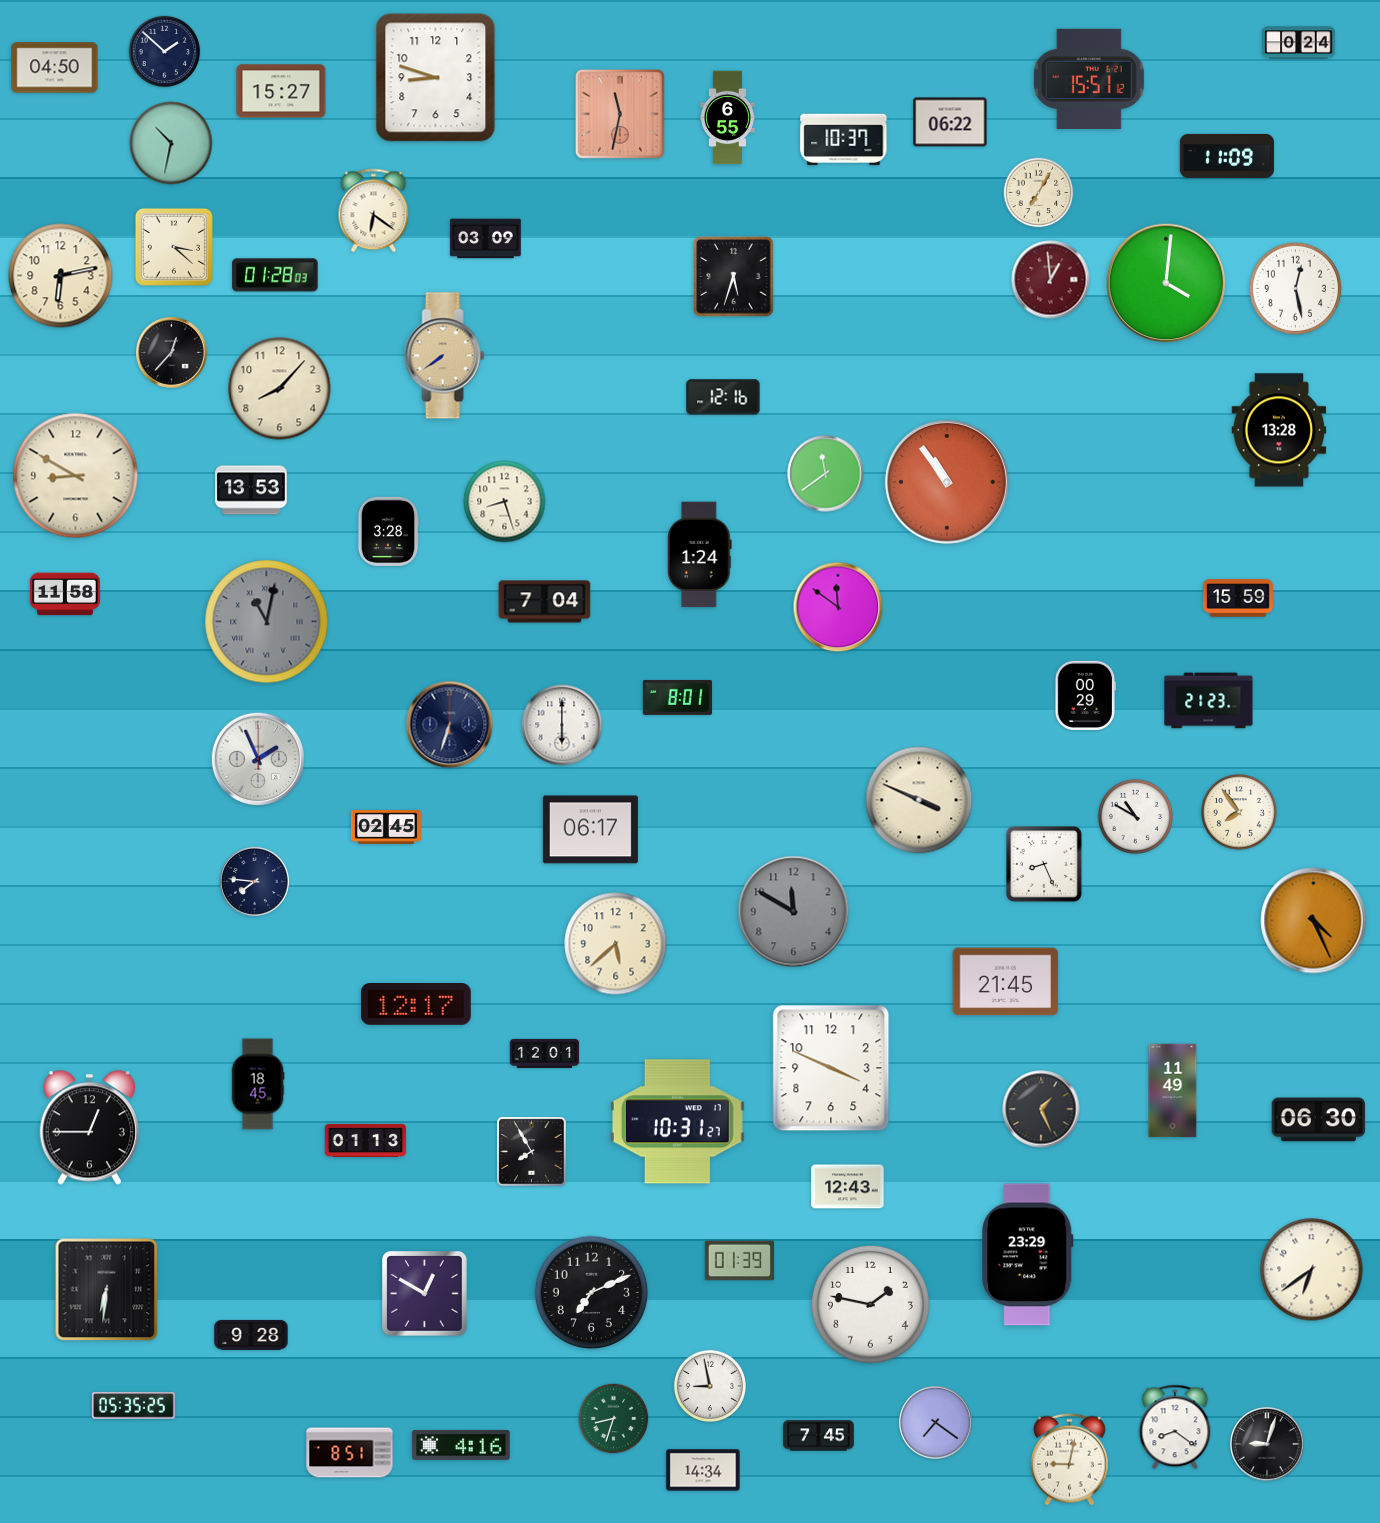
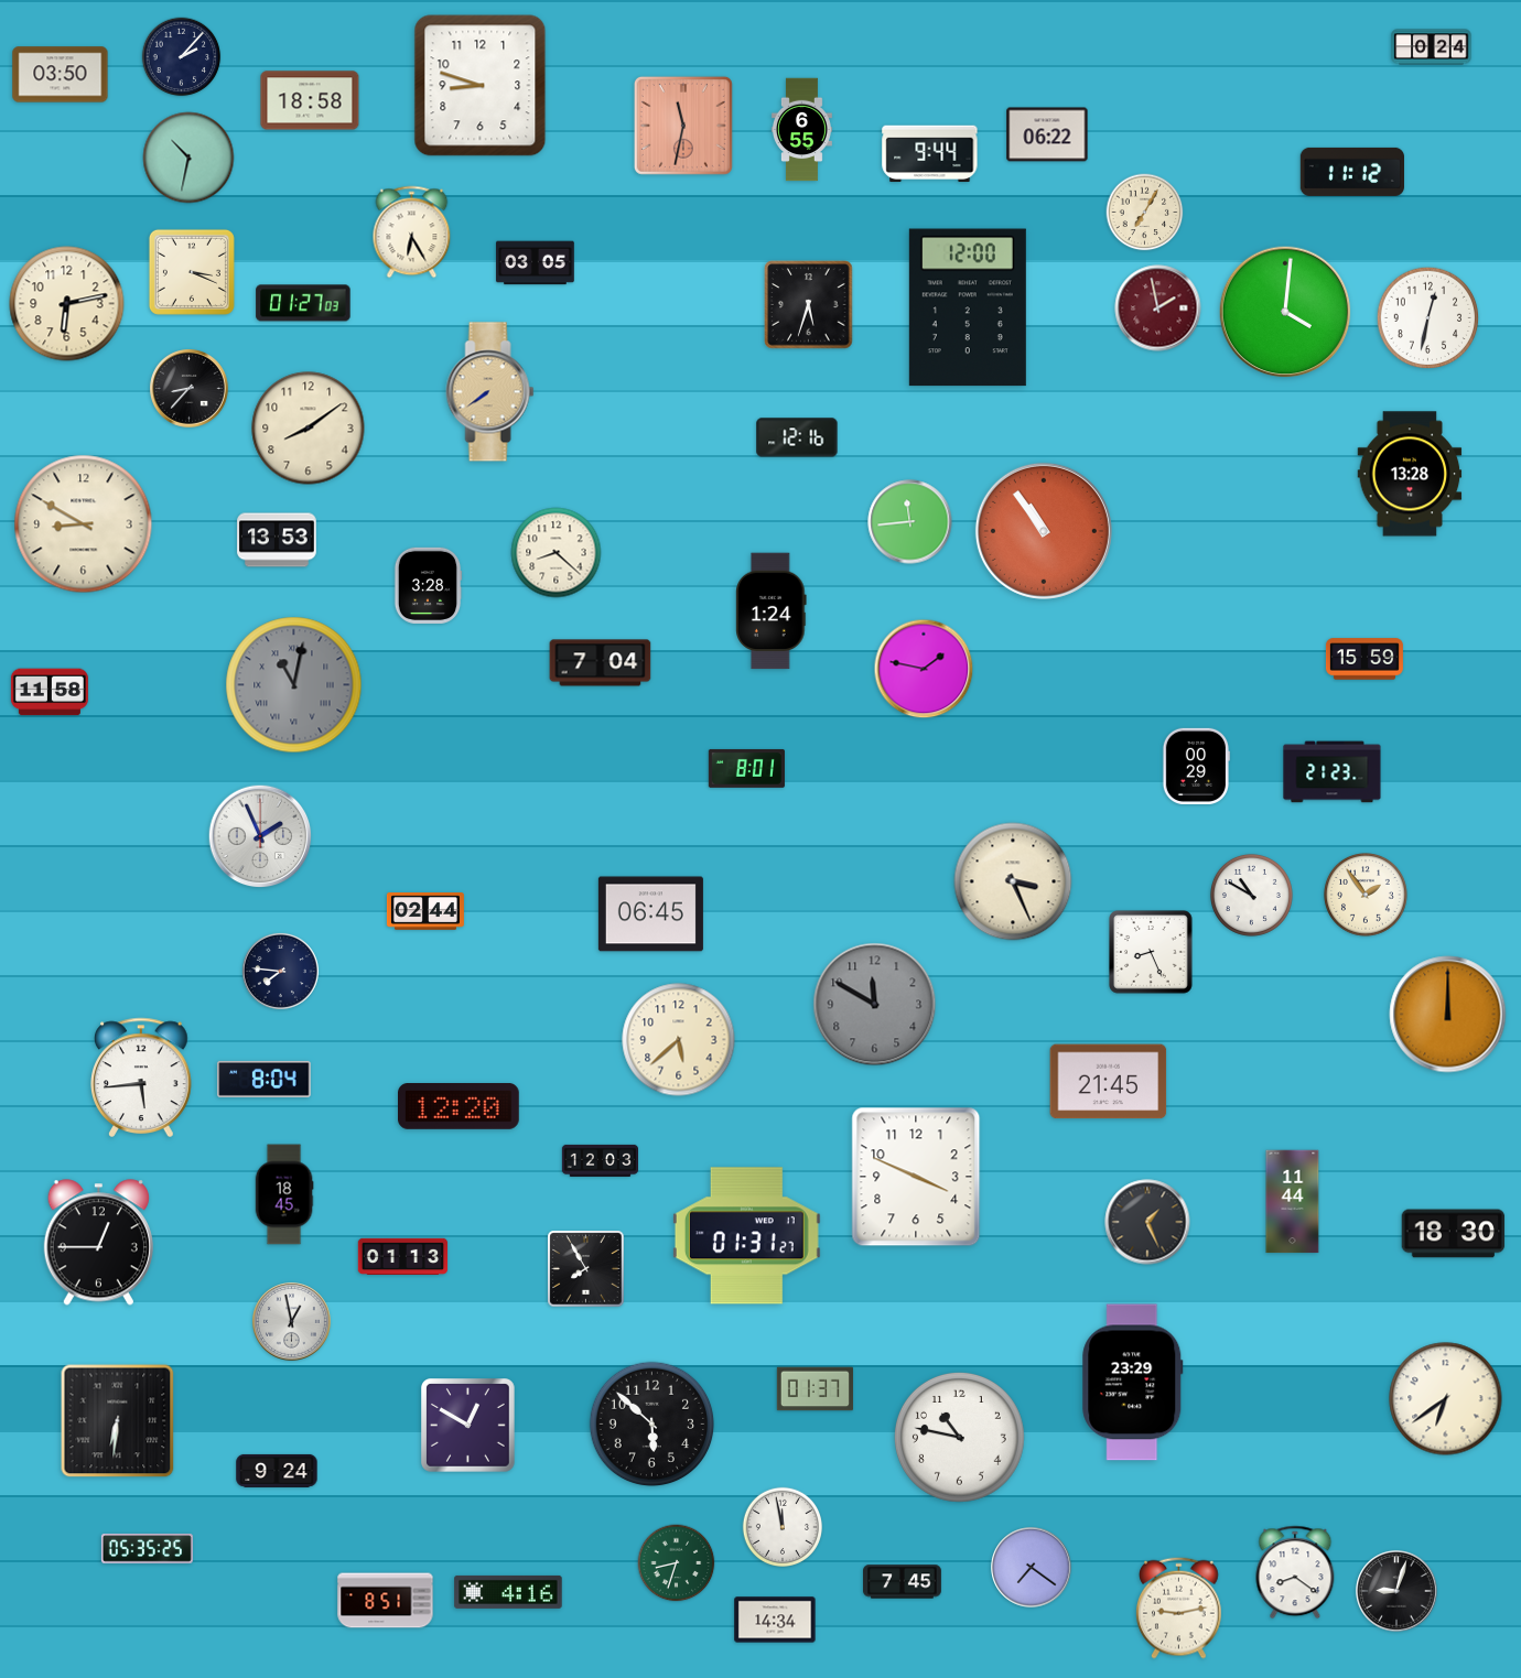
clock at (165, 52): 1:52 -> 2:07
clock at (55, 68): 04:50 -> 03:50
clock at (1089, 79): 15:51 -> none
clock at (281, 91): 15:27 -> 18:58
clock at (844, 140): 10:37 -> 9:44
clock at (1226, 156): 11:09 -> 11:12
clock at (374, 211): 6:21 -> 6:25
clock at (485, 239): 03:09 -> 03:05
clock at (174, 247): 3:22 -> 3:19
clock at (275, 275): 01:28 -> 01:27
clock at (968, 307): none -> 12:00
clock at (1051, 280): 12:59 -> 1:58
clock at (1296, 289): 12:28 -> 12:32
clock at (172, 353): 12:37 -> 8:37
clock at (280, 389): 8:07 -> 8:09
clock at (826, 474): 11:39 -> 11:44
clock at (505, 502): 8:27 -> 8:22
clock at (65, 594) position: (65, 594) -> (50, 692)
clock at (838, 607): 11:51 -> 1:47
clock at (450, 725): 6:33 -> none
clock at (562, 725): 6:00 -> none
clock at (258, 759) position: (258, 759) -> (260, 836)
clock at (919, 800): 3:49 -> 3:26
clock at (1240, 813): 7:54 -> 1:54
clock at (1135, 816) position: (1135, 816) -> (1251, 895)
clock at (386, 828): 02:45 -> 02:44
clock at (590, 830): 06:17 -> 06:45
clock at (1314, 921): 4:26 -> 12:00
clock at (141, 1076): none -> 5:44
clock at (265, 1079): none -> 8:04
clock at (417, 1005): 12:17 -> 12:20
clock at (544, 1053): 12:01 -> 12:03
clock at (1173, 1091): 11:49 -> 11:44
clock at (1319, 1120): 06:30 -> 18:30
clock at (677, 1122): 10:31 -> 01:31
clock at (848, 1187): 12:43 -> none
clock at (292, 1322): none -> 12:58
clock at (739, 1261): 01:39 -> 01:37
clock at (592, 1293): 7:11 -> 5:52
clock at (870, 1304): 1:47 -> 10:47
clock at (251, 1335): 9:28 -> 9:24
clock at (709, 1385): 8:58 -> 11:58
clock at (1070, 1459): 9:02 -> 9:13
